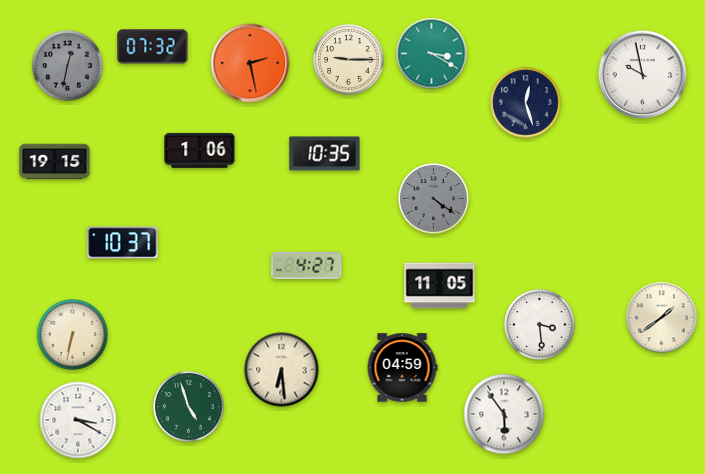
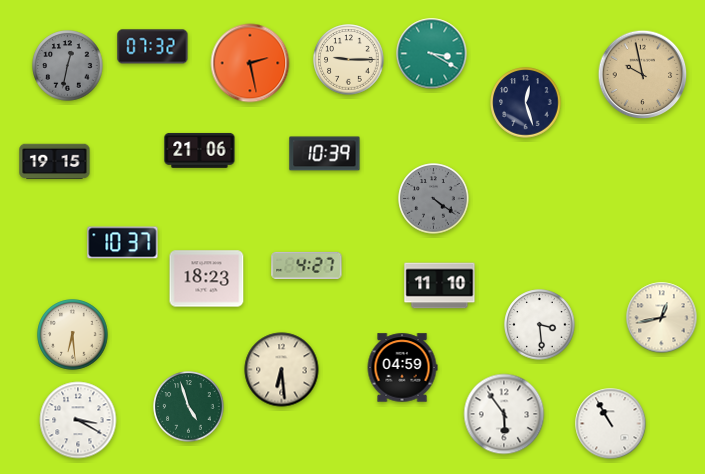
clock at (643, 75) dial: white -> champagne
clock at (200, 150): 1:06 -> 21:06
clock at (325, 154): 10:35 -> 10:39
clock at (207, 279): none -> 18:23
clock at (440, 286): 11:05 -> 11:10
clock at (662, 318): 1:39 -> 12:43
clock at (73, 335): 6:32 -> 6:29
clock at (611, 424): none -> 10:55
